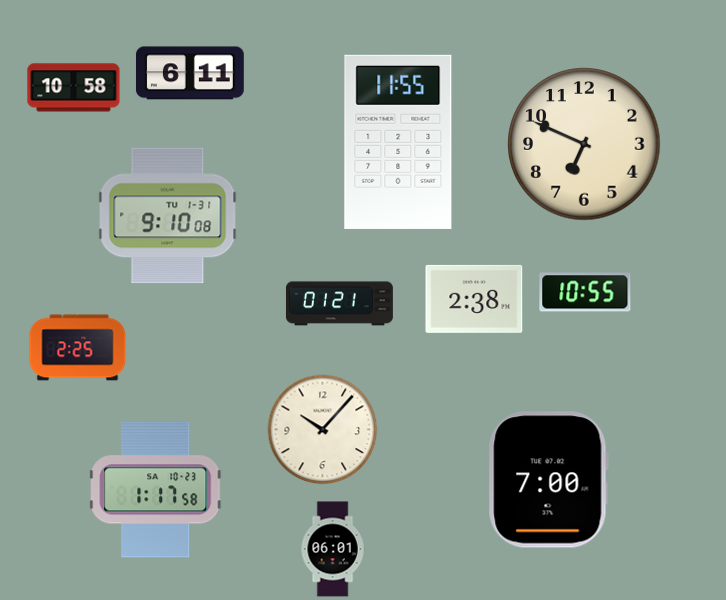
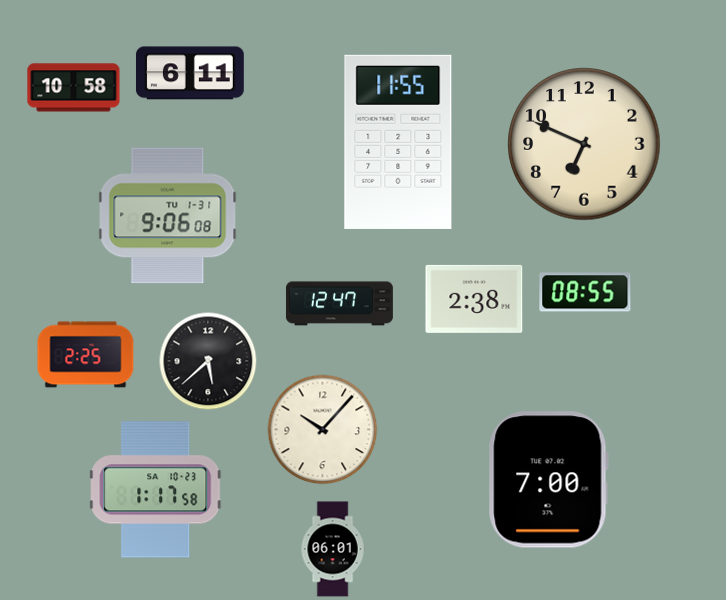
clock at (168, 216): 9:10 -> 9:06
clock at (585, 292): 10:55 -> 08:55
clock at (339, 304): 01:21 -> 12:47
clock at (78, 348) position: (78, 348) -> (86, 355)
clock at (208, 361): none -> 5:38
